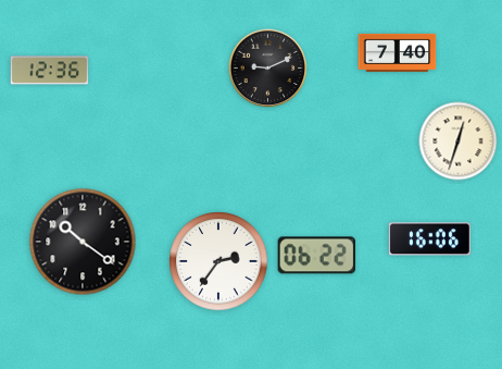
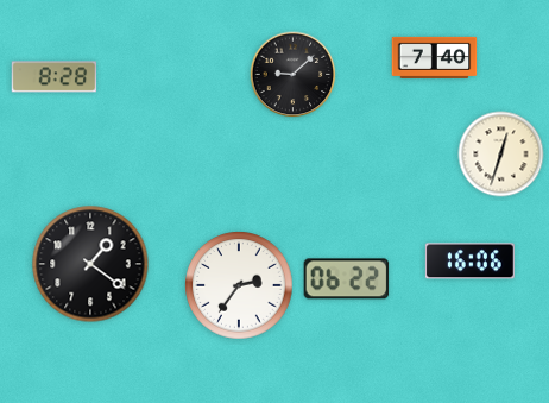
clock at (268, 69): 9:11 -> 9:08
clock at (50, 71): 12:36 -> 8:28
clock at (83, 242): 10:21 -> 1:21
